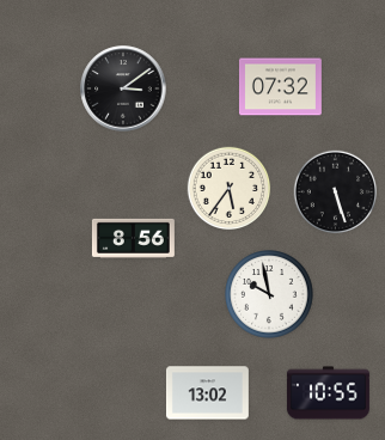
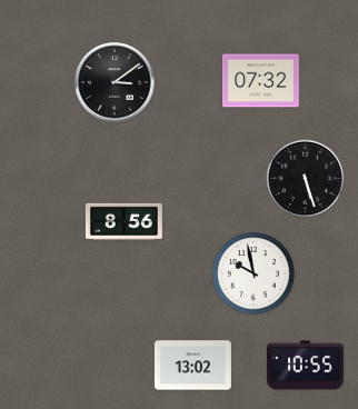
clock at (230, 189): 5:36 -> none
clock at (336, 192) position: (336, 192) -> (306, 179)
clock at (269, 294) position: (269, 294) -> (253, 273)
